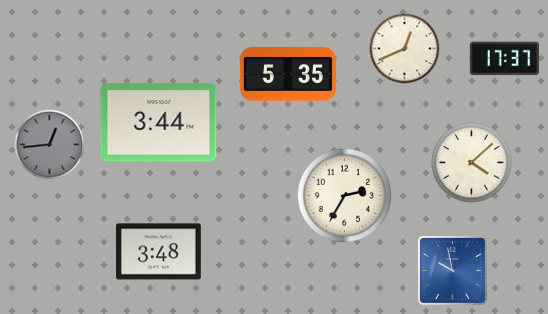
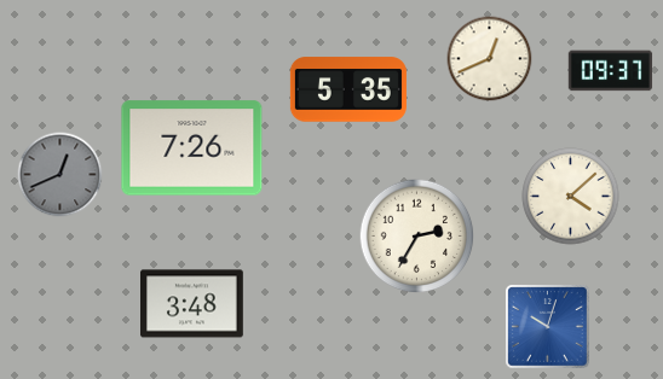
clock at (505, 59): 17:37 -> 09:37
clock at (159, 123): 3:44 -> 7:26
clock at (50, 145): 12:44 -> 12:41
clock at (453, 271): 9:58 -> 10:03
